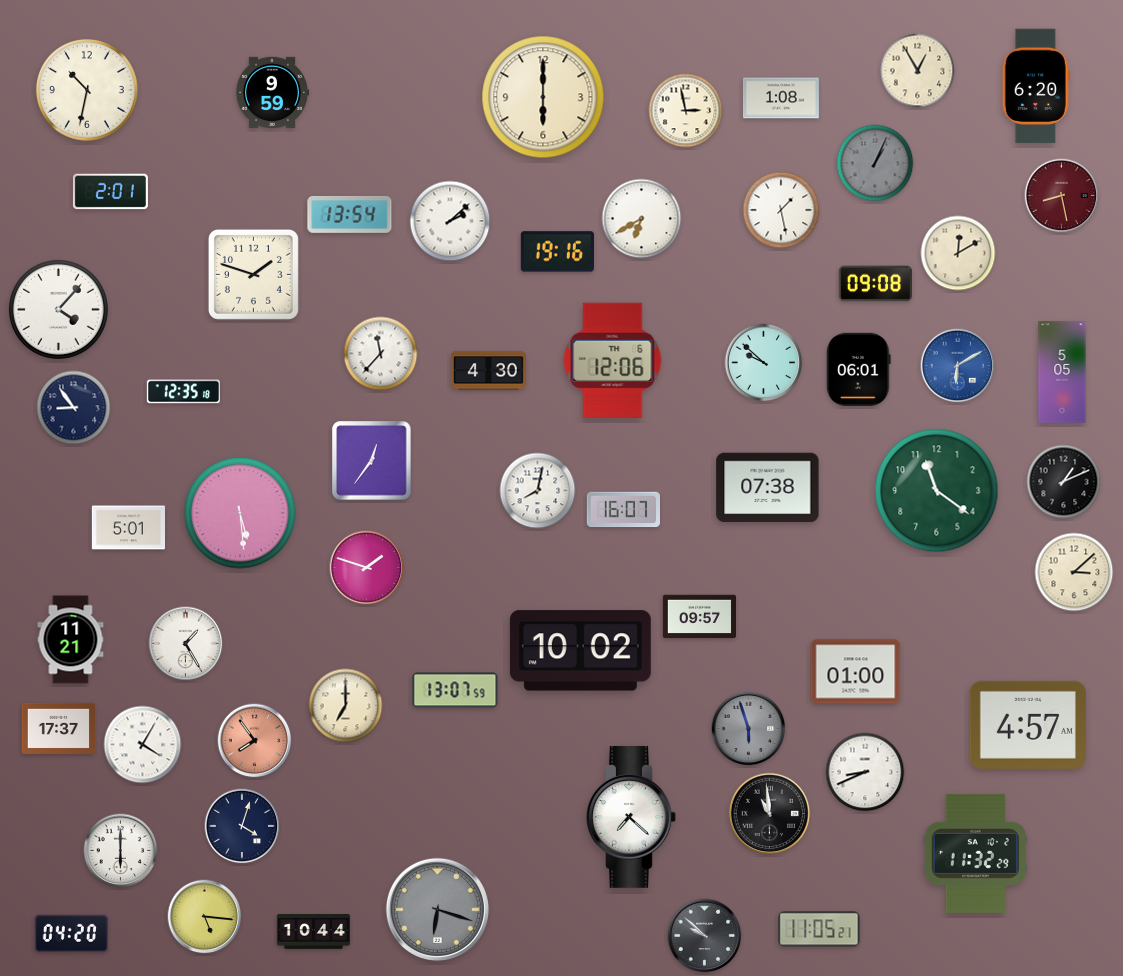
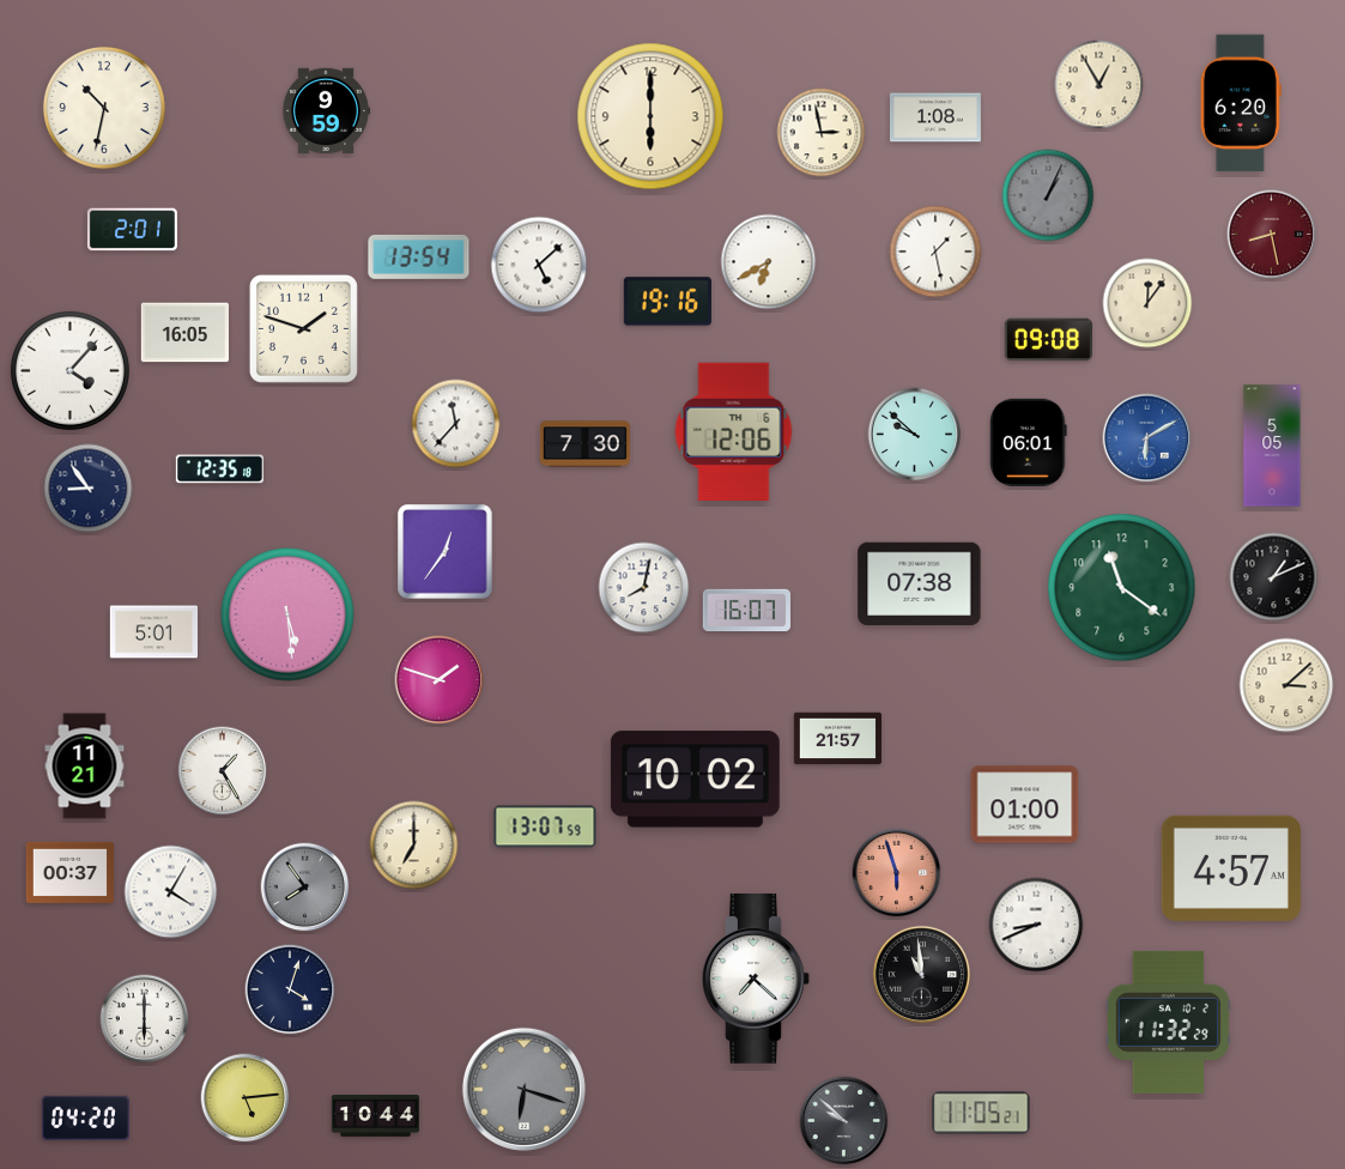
clock at (450, 221): 2:08 -> 5:08
clock at (958, 253): 12:10 -> 12:06
clock at (184, 333): none -> 16:05
clock at (488, 371): 4:30 -> 7:30
clock at (699, 617): 09:57 -> 21:57
clock at (58, 728): 17:37 -> 00:37
clock at (749, 729) dial: grey -> salmon
clock at (255, 741) dial: salmon -> grey
clock at (205, 917): 5:16 -> 5:14
